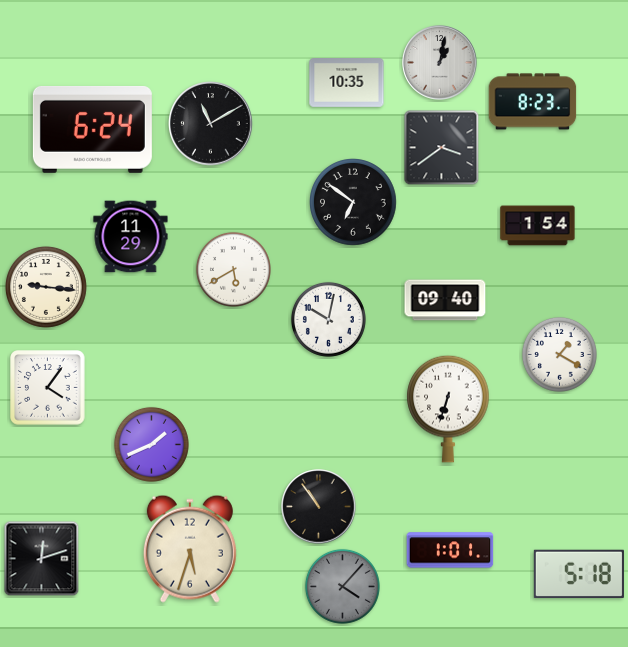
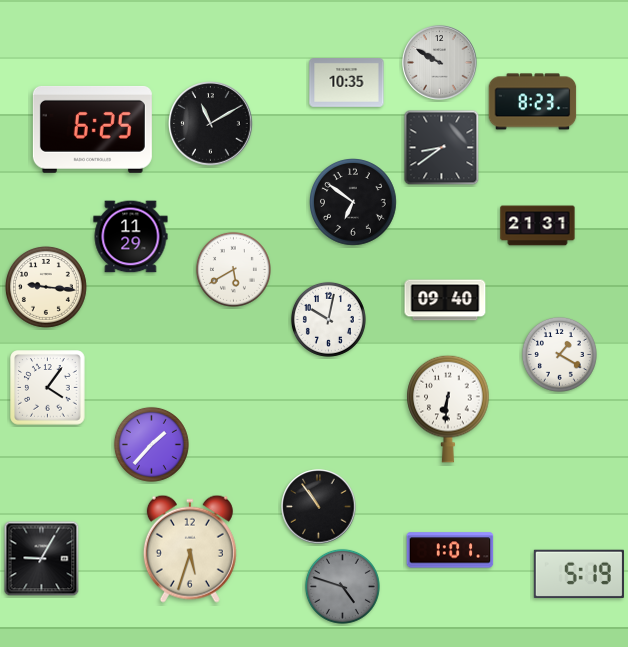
clock at (440, 63): 1:02 -> 9:50
clock at (92, 129): 6:24 -> 6:25
clock at (442, 148): 3:39 -> 8:39
clock at (538, 226): 1:54 -> 21:31
clock at (448, 409): 6:33 -> 6:31
clock at (151, 444): 1:41 -> 1:37
clock at (42, 559): 12:12 -> 9:05
clock at (579, 574): 5:18 -> 5:19
clock at (342, 586): 4:07 -> 4:48
